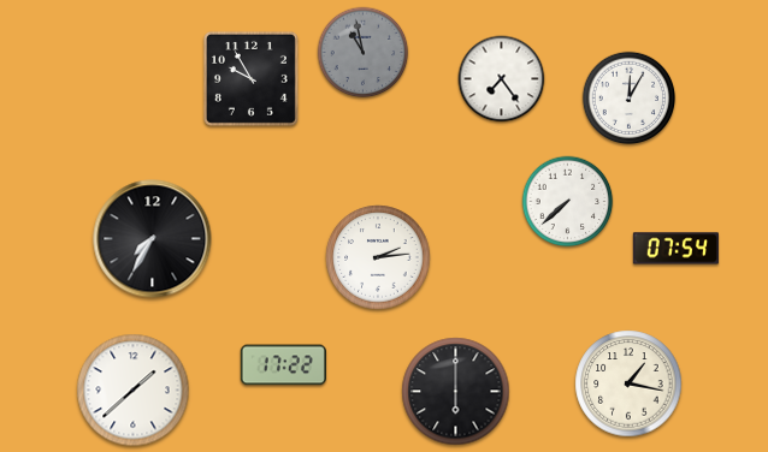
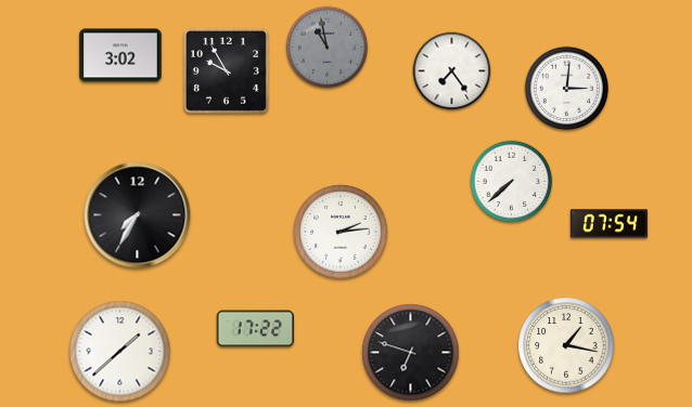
clock at (120, 55): none -> 3:02
clock at (630, 99): 12:05 -> 3:01
clock at (456, 392): 6:00 -> 6:48
